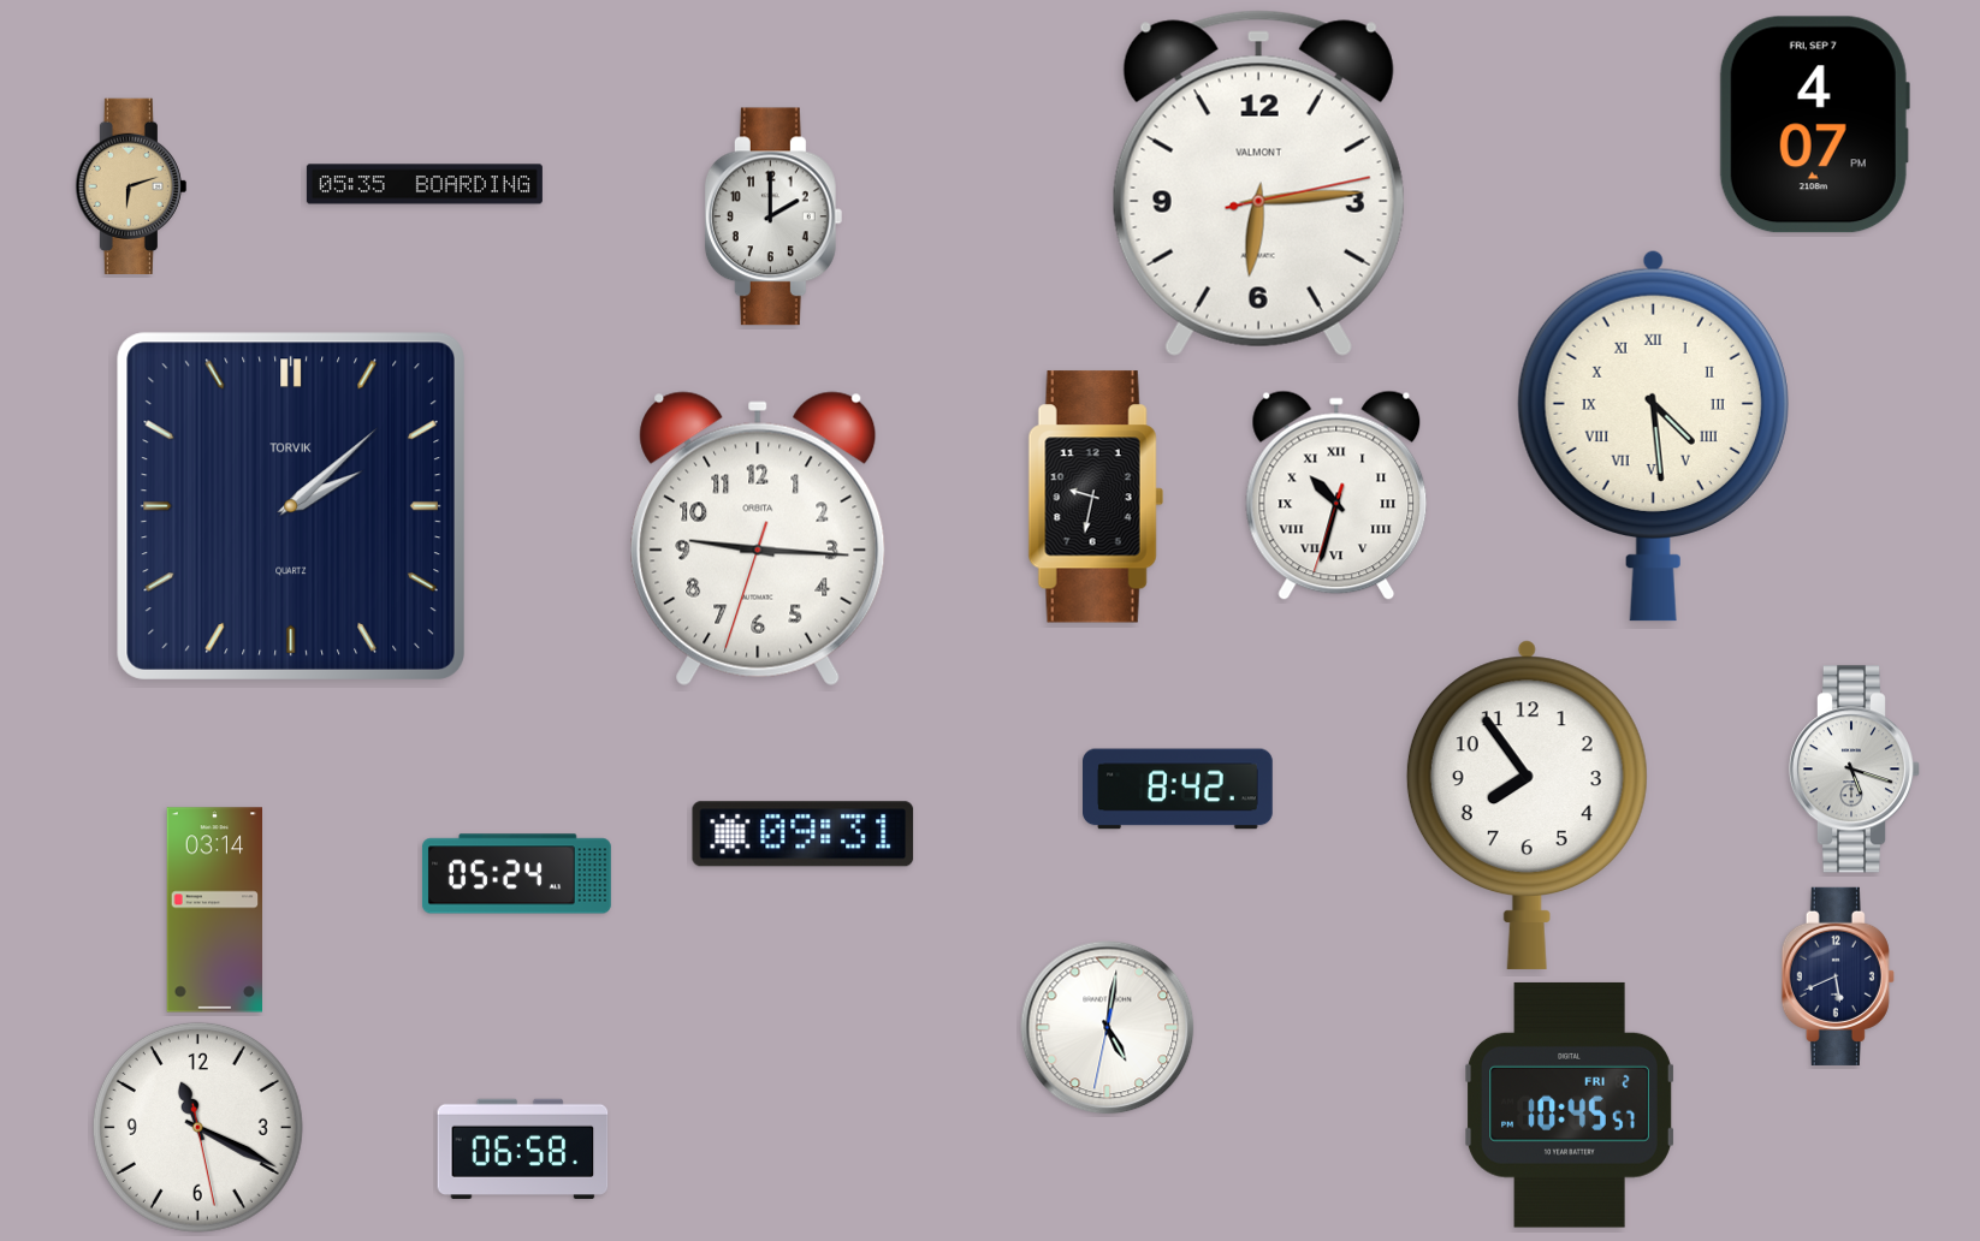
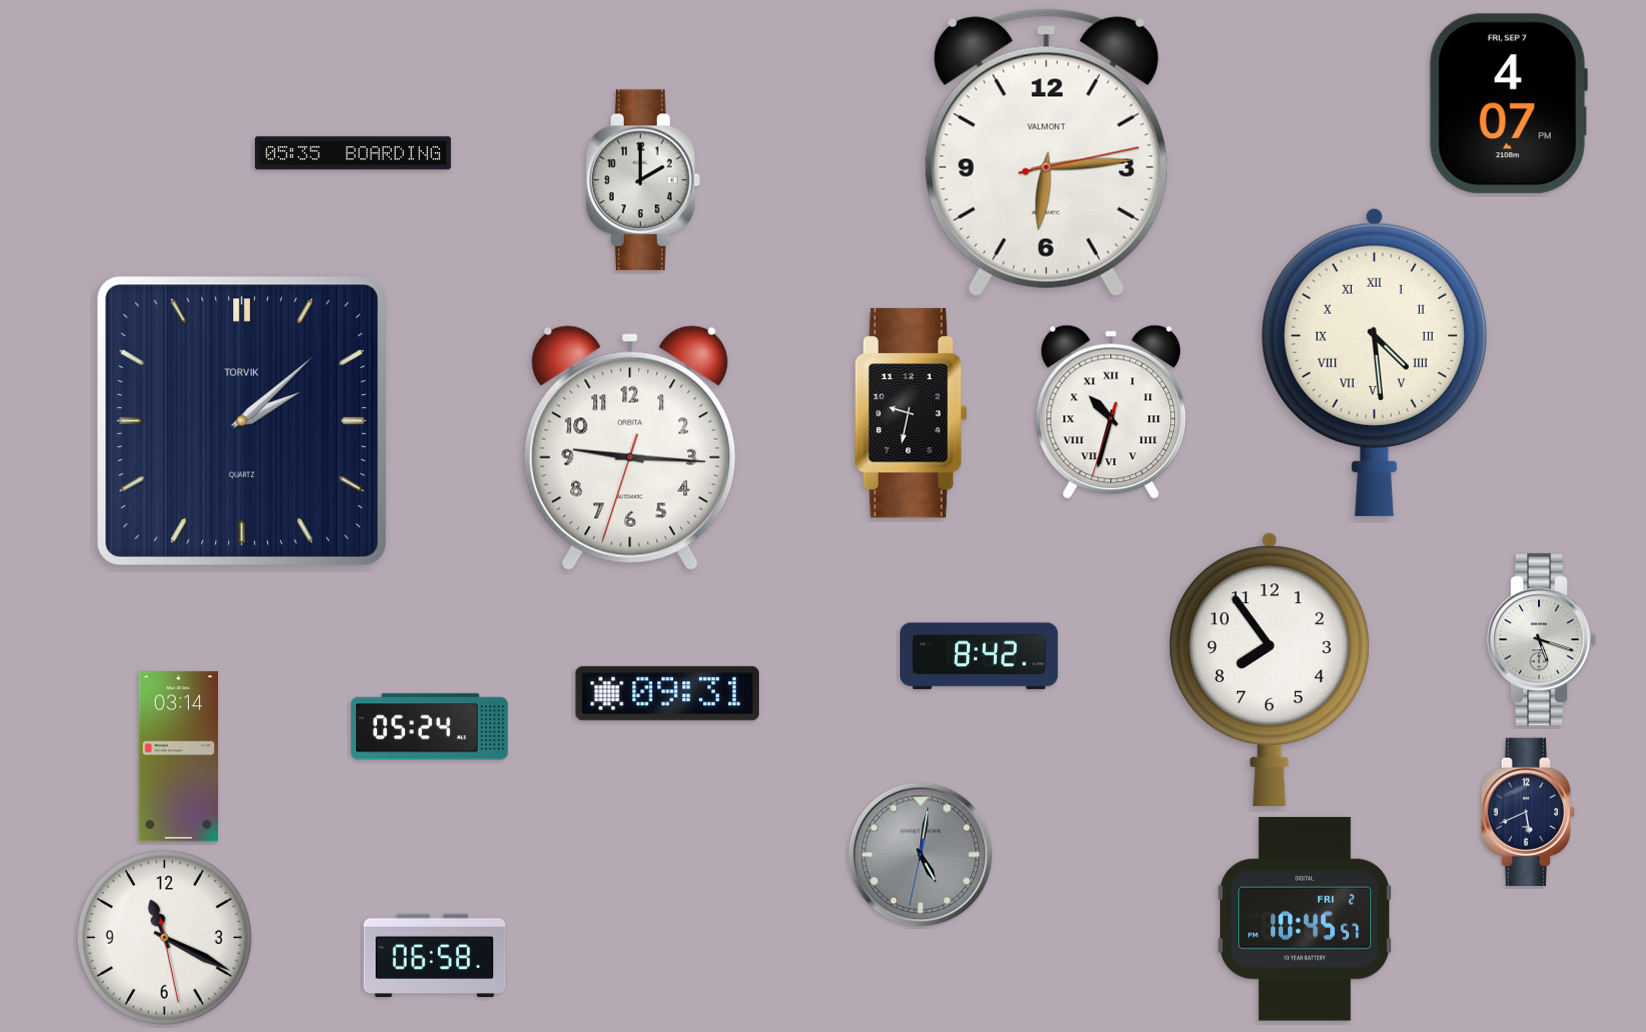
clock at (131, 185): 6:12 -> none
clock at (1108, 1028) dial: white -> grey
